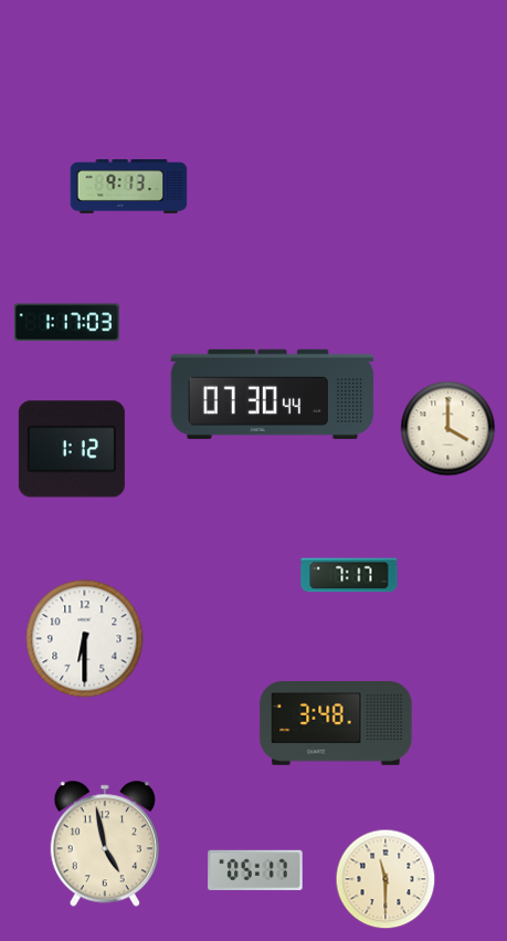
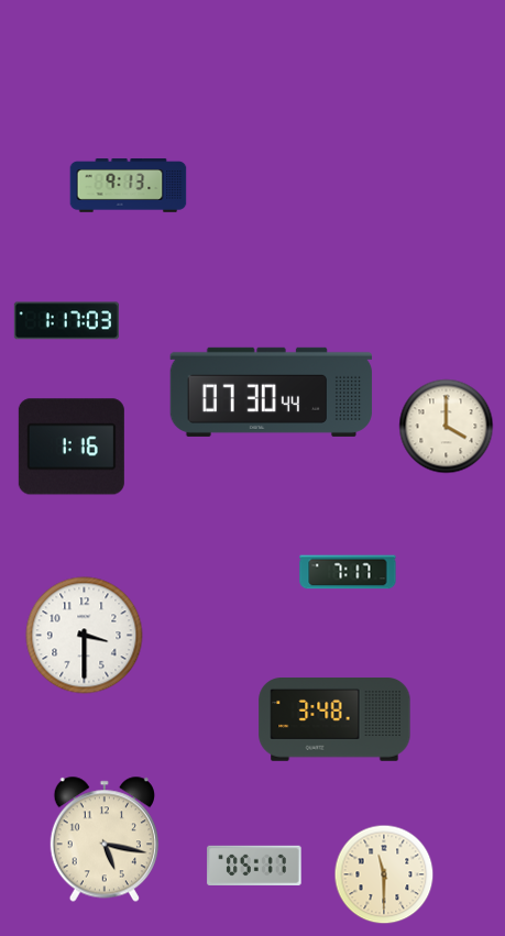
clock at (72, 449): 1:12 -> 1:16
clock at (85, 639): 6:30 -> 3:30
clock at (105, 844): 4:58 -> 5:17
